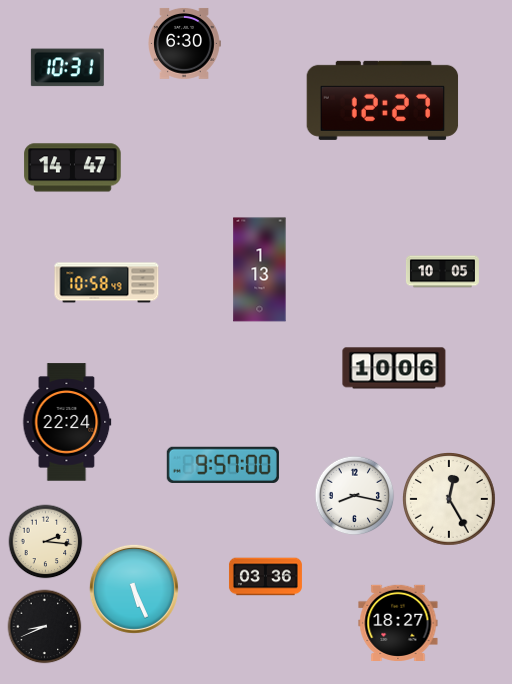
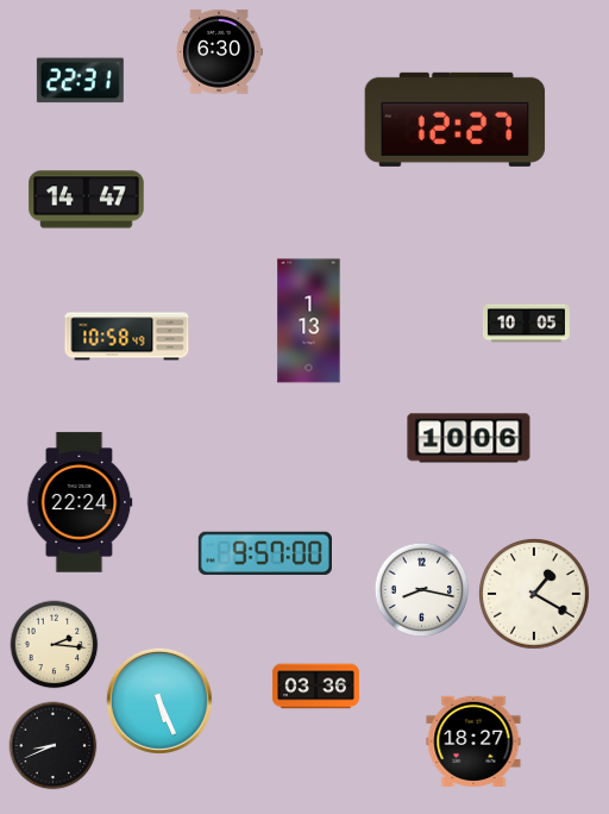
clock at (67, 68): 10:31 -> 22:31
clock at (450, 500): 12:25 -> 1:20
